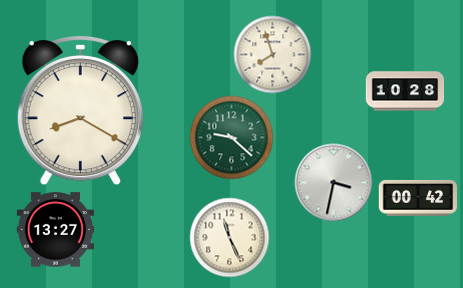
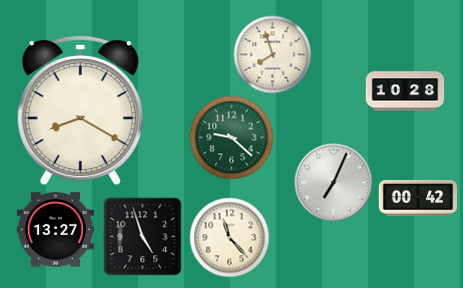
clock at (333, 182): 3:32 -> 7:04
clock at (142, 236): none -> 4:57
clock at (229, 237): 11:26 -> 11:23
